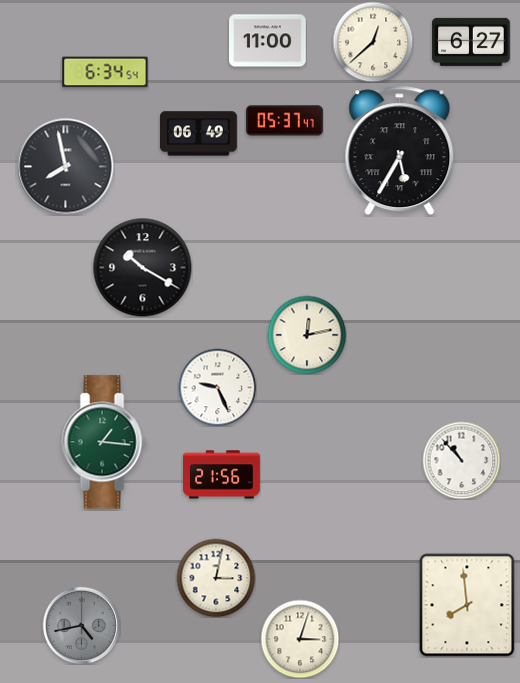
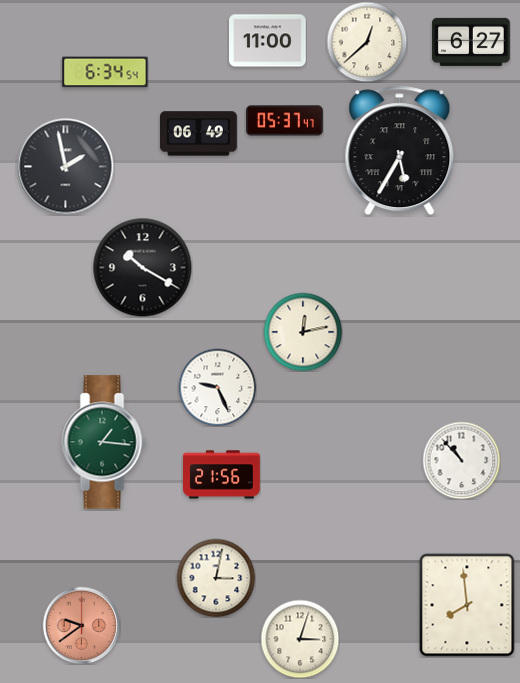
clock at (373, 42) position: (373, 42) -> (367, 42)
clock at (66, 167): 7:58 -> 1:58
clock at (307, 335) position: (307, 335) -> (303, 332)
clock at (81, 625): 4:43 -> 9:39
clock at (81, 625) dial: grey -> salmon
